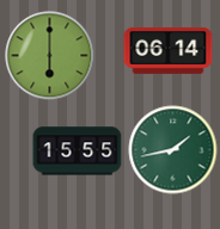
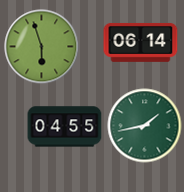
clock at (50, 56): 6:00 -> 5:57
clock at (78, 151): 15:55 -> 04:55
